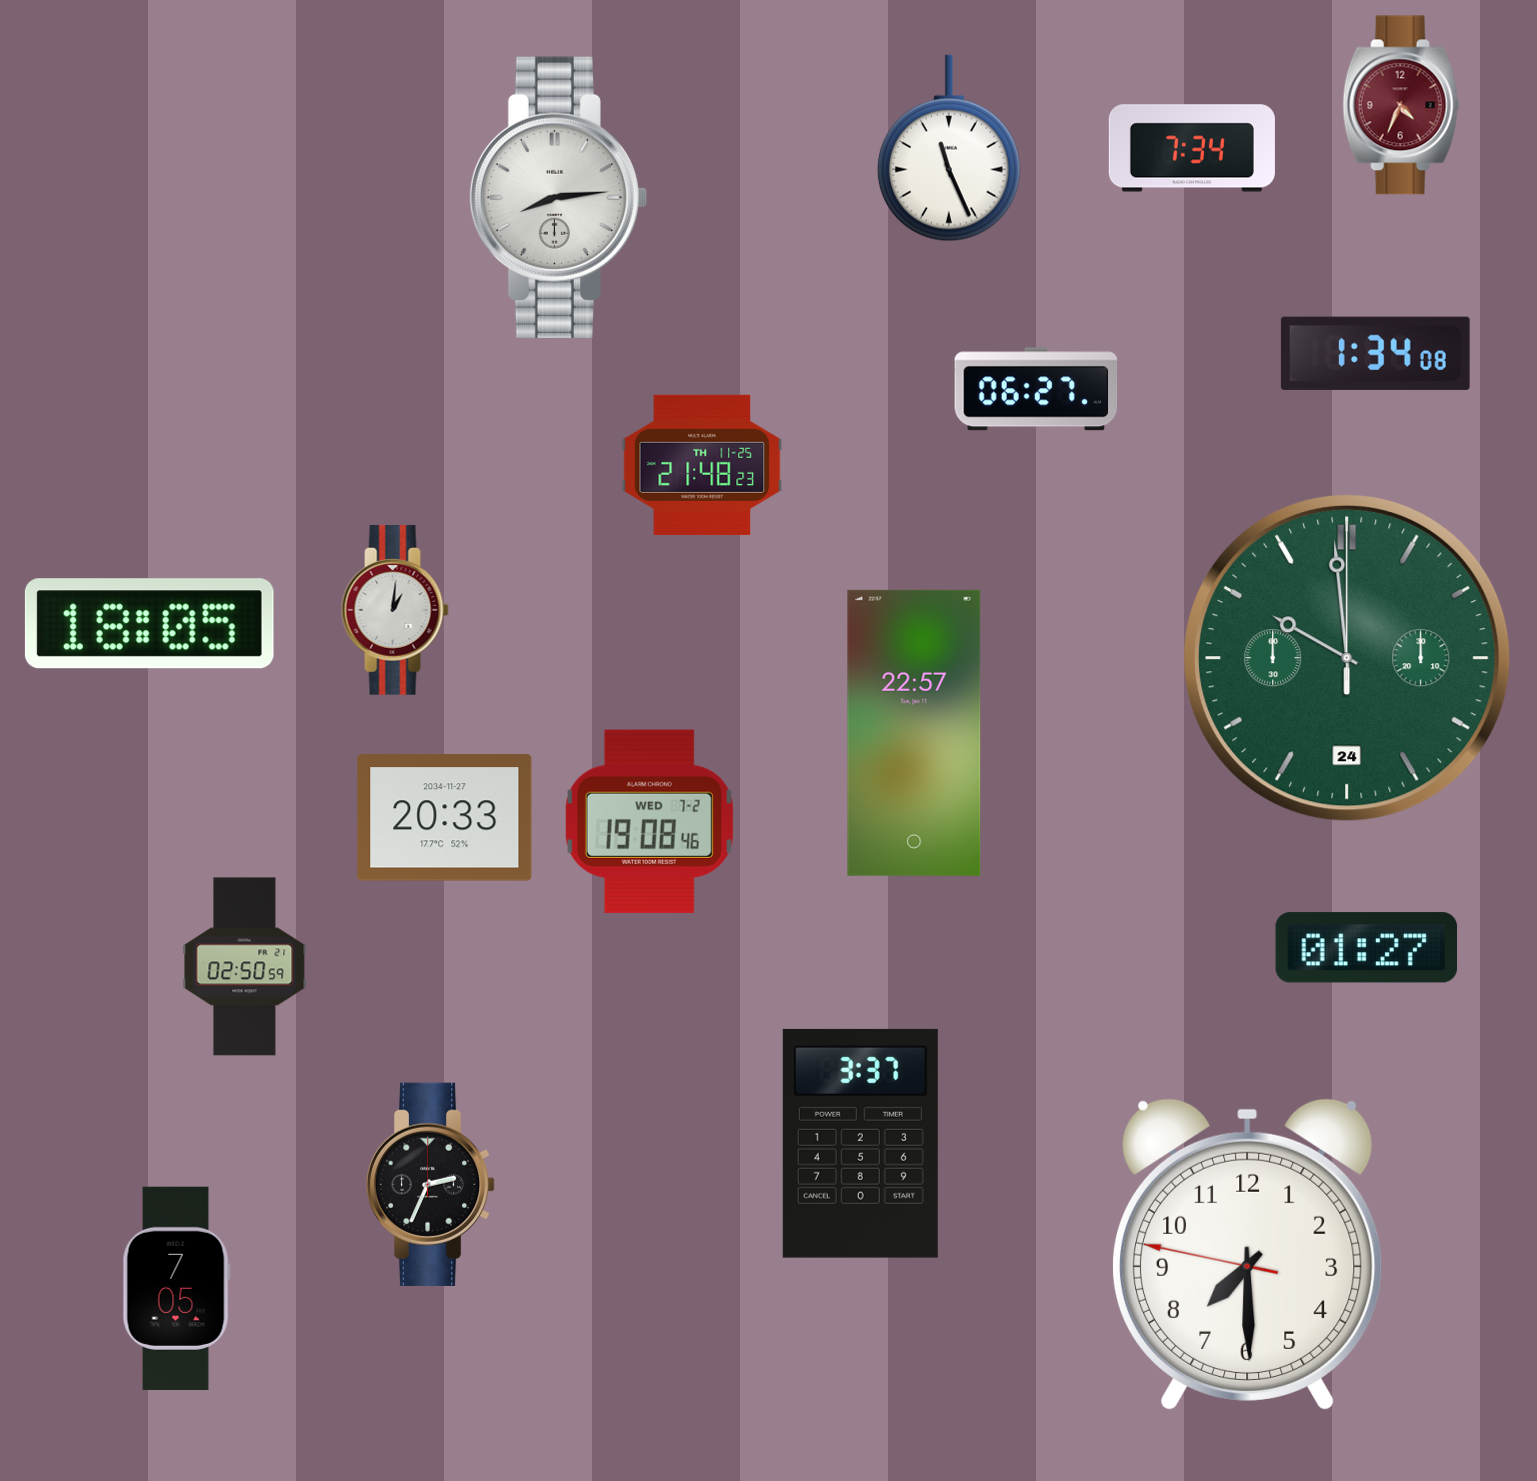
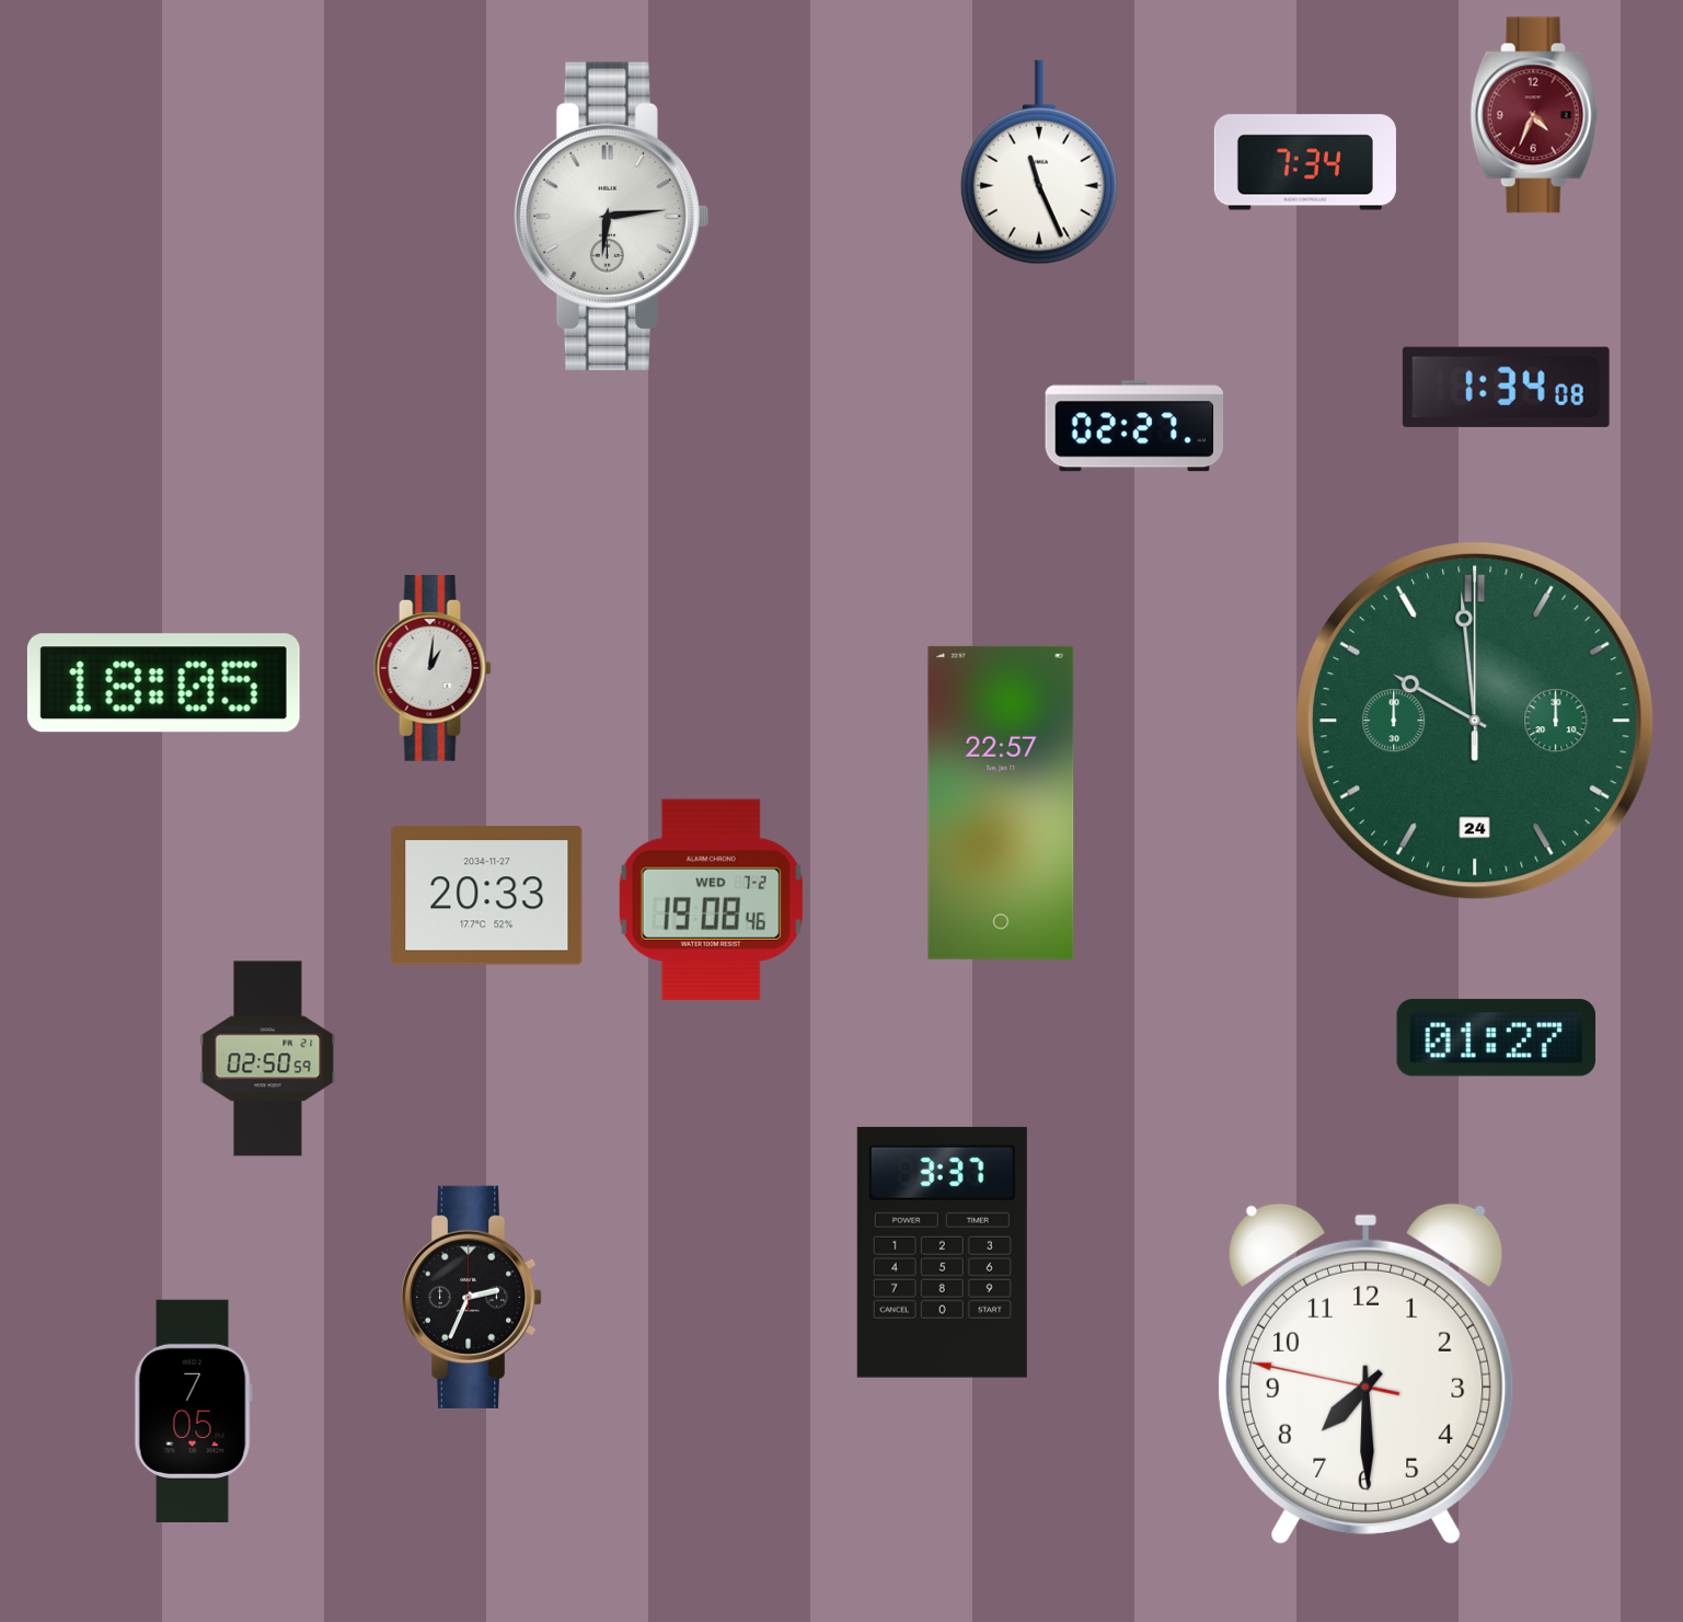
clock at (557, 197): 8:14 -> 6:14
clock at (1036, 389): 06:27 -> 02:27
clock at (702, 465): 21:48 -> none
